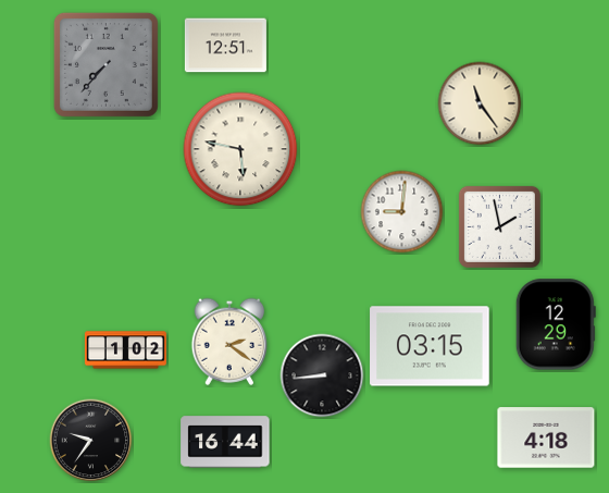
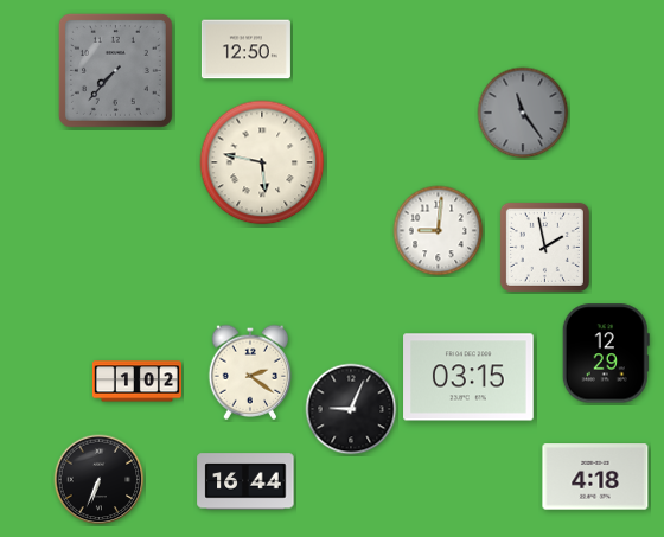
clock at (225, 46): 12:51 -> 12:50
clock at (480, 103) dial: cream -> grey
clock at (322, 375): 8:44 -> 9:04
clock at (91, 441): 9:36 -> 6:34
